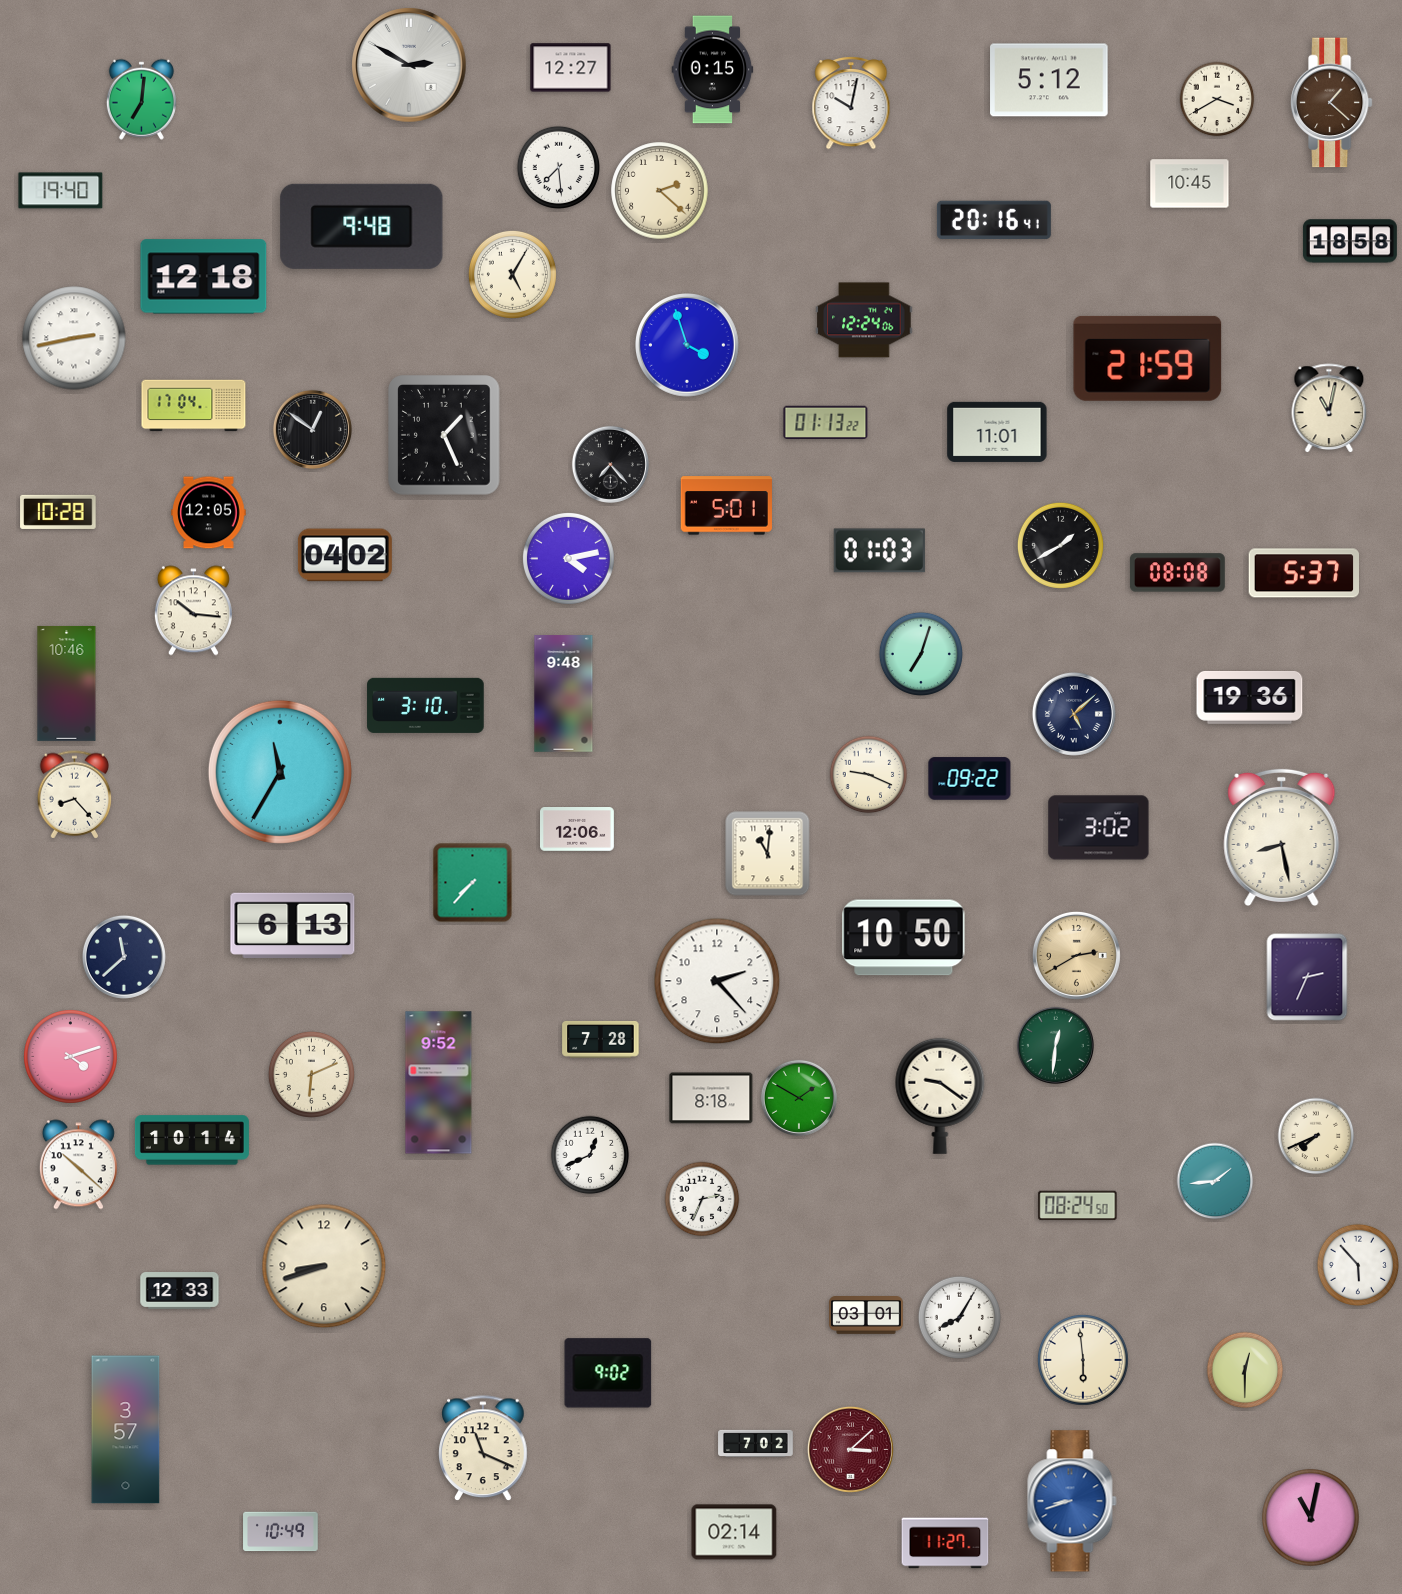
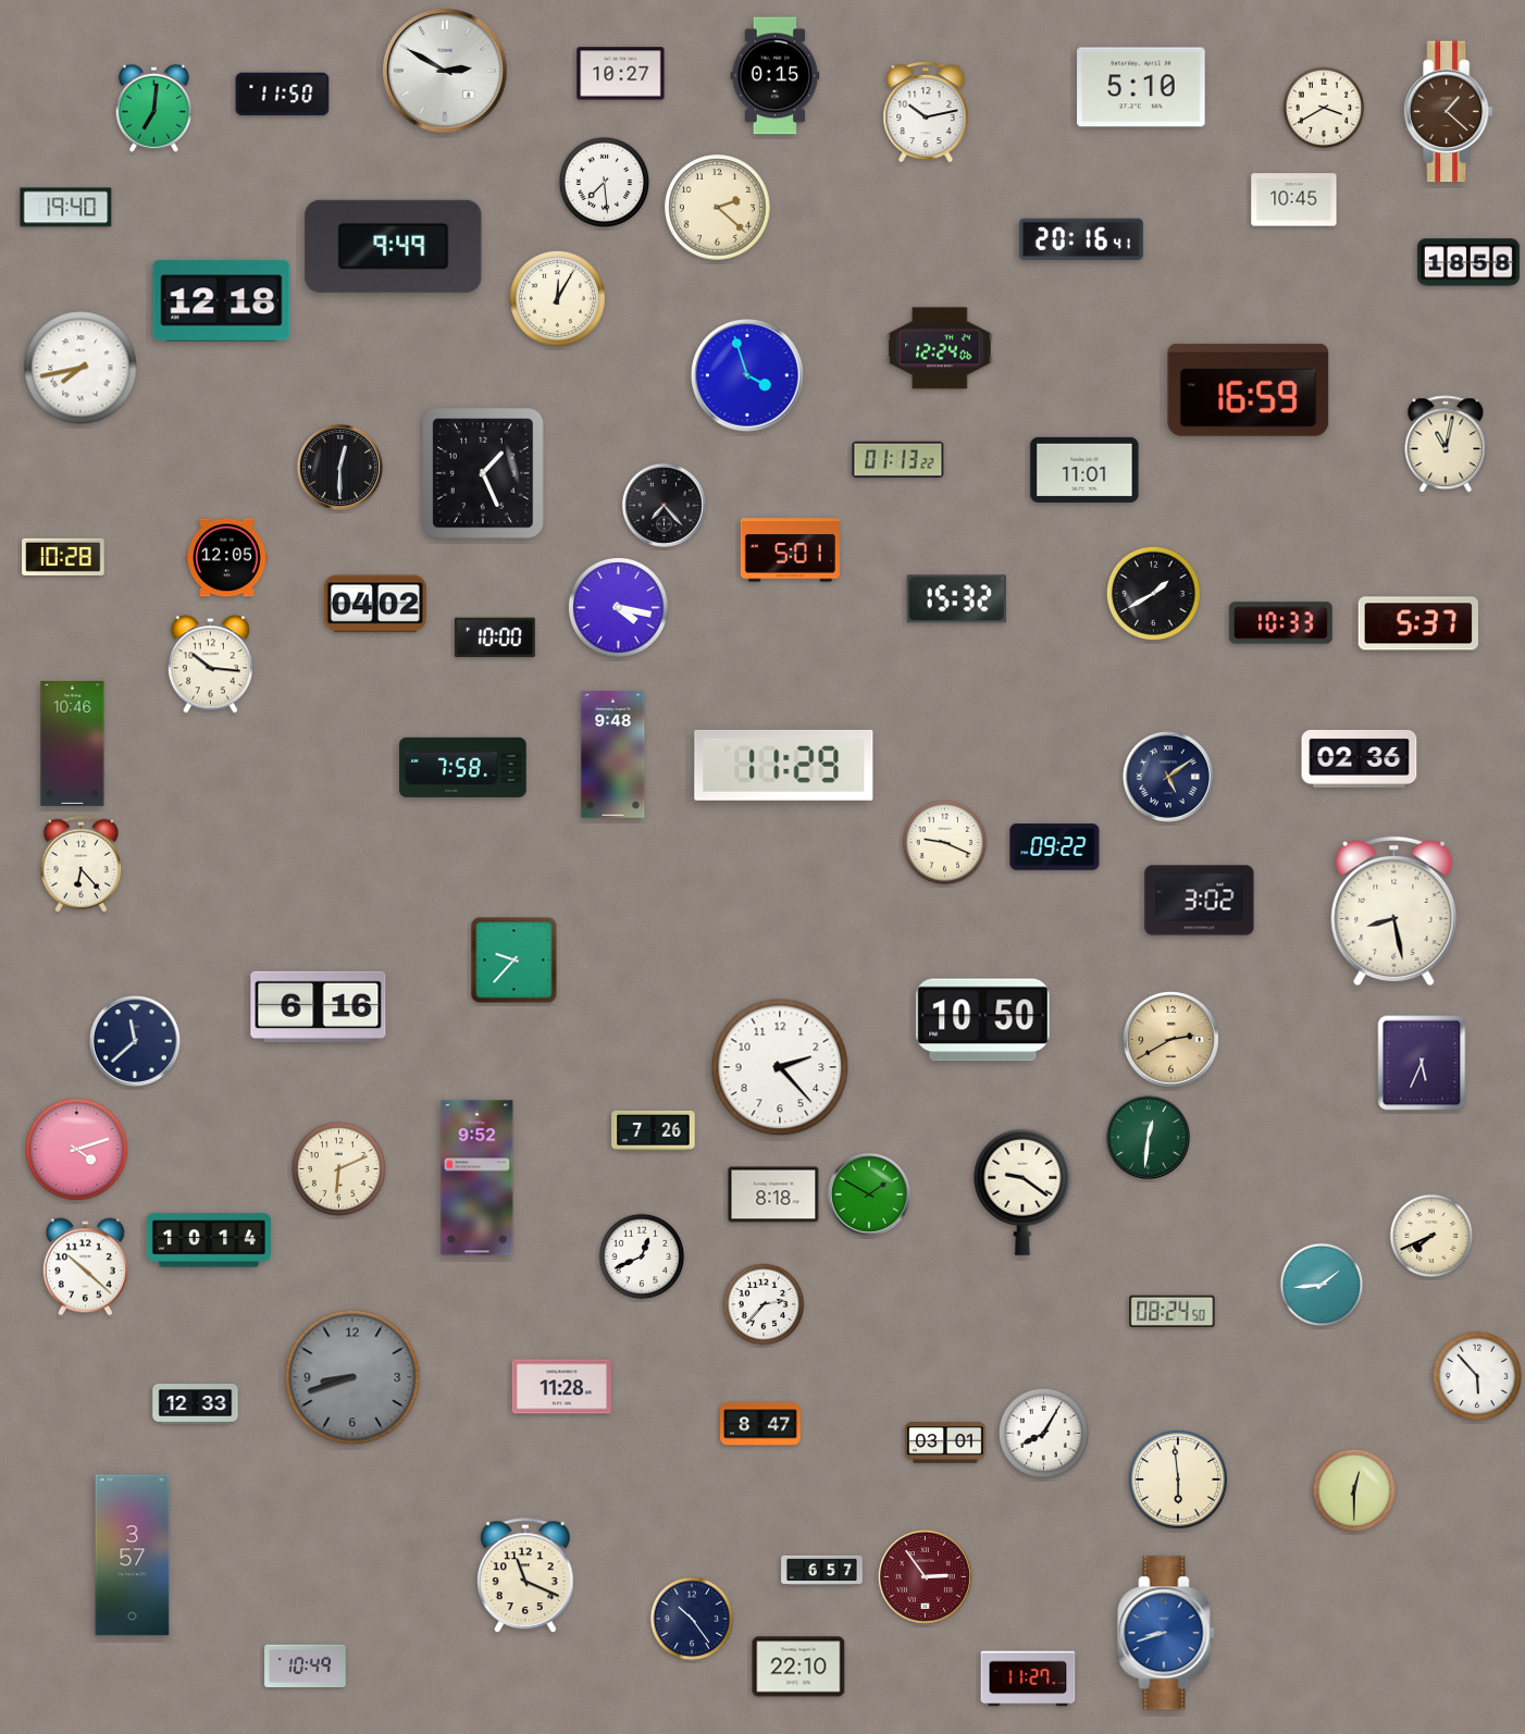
clock at (571, 68): 12:27 -> 10:27
clock at (1049, 80): 5:12 -> 5:10
clock at (283, 95): none -> 11:50
clock at (851, 104): 10:02 -> 10:13
clock at (558, 167) position: (558, 167) -> (604, 182)
clock at (362, 226): 9:48 -> 9:49
clock at (512, 274): 5:05 -> 12:05
clock at (74, 338): 2:43 -> 7:43
clock at (1148, 358): 21:59 -> 16:59
clock at (194, 406): 17:04 -> none
clock at (312, 429): 12:51 -> 12:30
clock at (879, 551): 01:03 -> 15:32
clock at (569, 558): 4:13 -> 4:17
clock at (1177, 573): 08:08 -> 10:33
clock at (495, 637): none -> 10:00
clock at (921, 654): 7:03 -> none
clock at (1250, 697): 19:36 -> 02:36
clock at (784, 765): none -> 11:29
clock at (426, 705): 3:10 -> 7:58
clock at (1074, 714): 5:08 -> 5:09
clock at (280, 772): 11:35 -> none
clock at (75, 795): 8:23 -> 6:23
clock at (1099, 828) position: (1099, 828) -> (1200, 901)
clock at (578, 830): 12:06 -> none
clock at (768, 854): 11:01 -> none
clock at (473, 883): 7:37 -> 9:37
clock at (293, 925): 6:13 -> 6:16
clock at (1307, 977): 2:34 -> 5:34
clock at (601, 1039): 7:28 -> 7:26
clock at (702, 1199): 2:34 -> 2:37
clock at (324, 1266) dial: cream -> grey
clock at (561, 1387): none -> 11:28
clock at (761, 1424): none -> 8:47
clock at (867, 1316) position: (867, 1316) -> (946, 1444)
clock at (608, 1373): 9:02 -> none
clock at (126, 1430) position: (126, 1430) -> (133, 1556)
clock at (756, 1443): 7:02 -> 6:57
clock at (850, 1449): 3:08 -> 2:54
clock at (692, 1619): none -> 10:24
clock at (1311, 1518): 11:02 -> none
clock at (734, 1532): 02:14 -> 22:10
